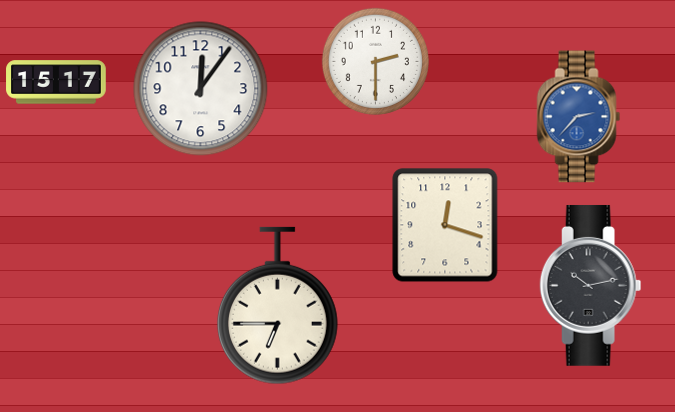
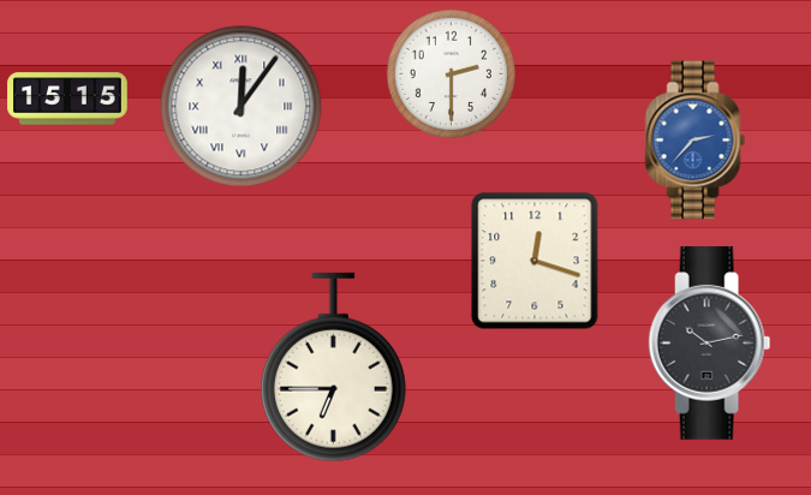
clock at (56, 82): 15:17 -> 15:15
clock at (201, 89) numerals: Arabic -> Roman
clock at (445, 225) position: (445, 225) -> (535, 261)
